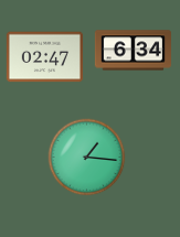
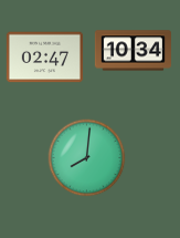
clock at (133, 51): 6:34 -> 10:34
clock at (87, 158): 1:16 -> 8:01
